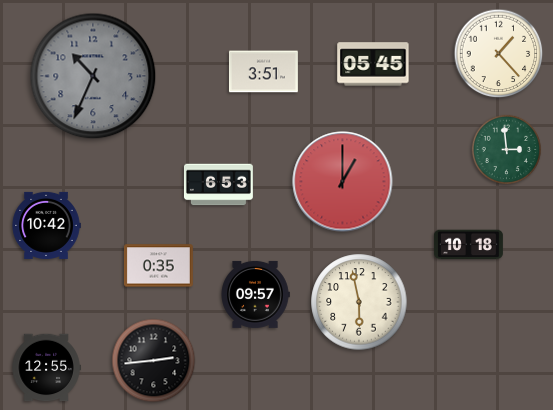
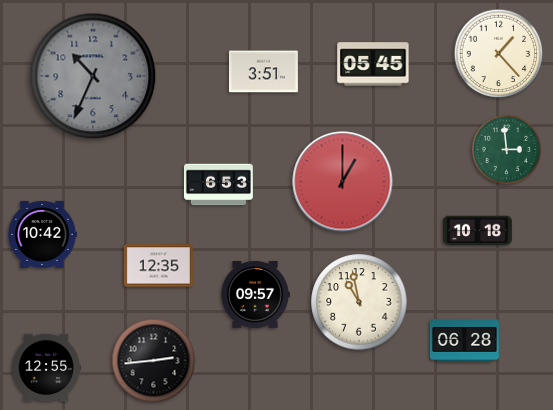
clock at (46, 225) position: (46, 225) -> (42, 234)
clock at (468, 245) position: (468, 245) -> (477, 231)
clock at (158, 266): 0:35 -> 12:35
clock at (359, 302): 5:58 -> 10:58
clock at (464, 341): none -> 06:28
